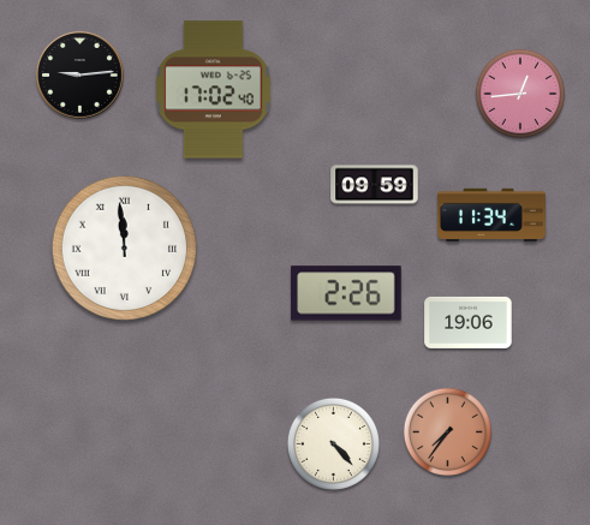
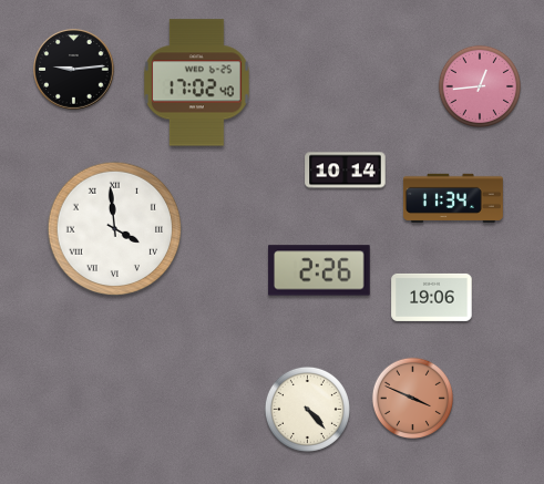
clock at (375, 185): 09:59 -> 10:14
clock at (125, 249): 11:59 -> 3:59
clock at (447, 431): 7:36 -> 3:49
